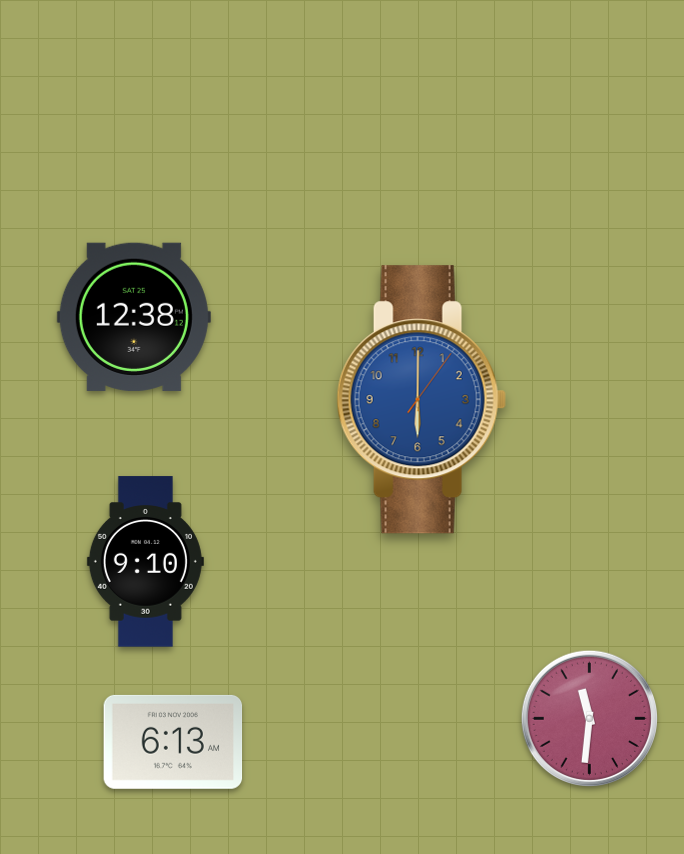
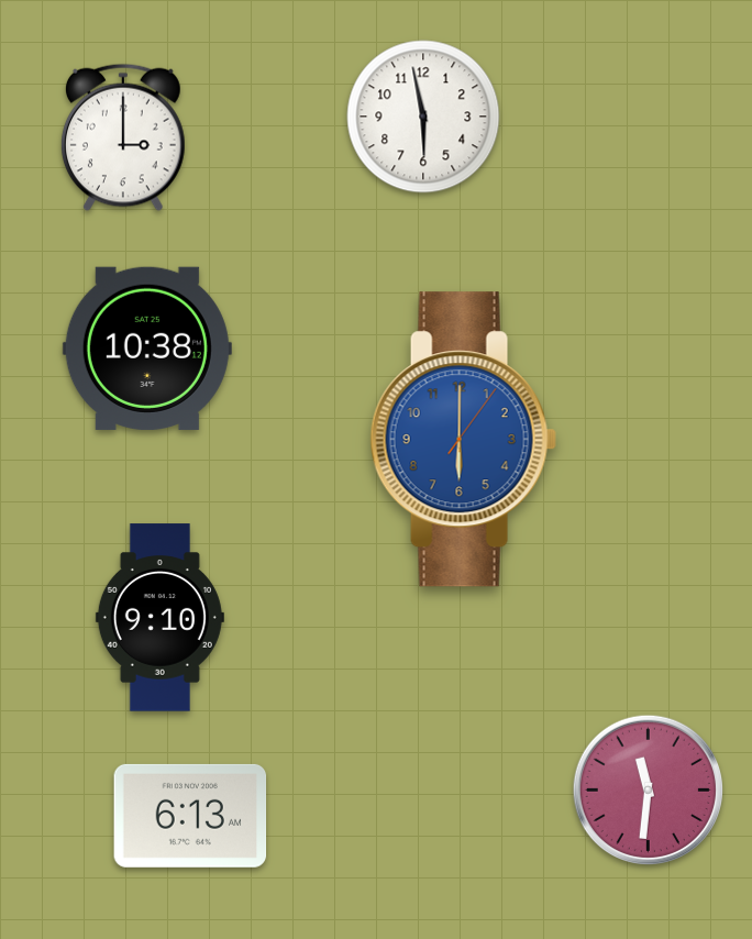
clock at (423, 117): none -> 5:58
clock at (123, 137): none -> 3:00
clock at (134, 317): 12:38 -> 10:38
